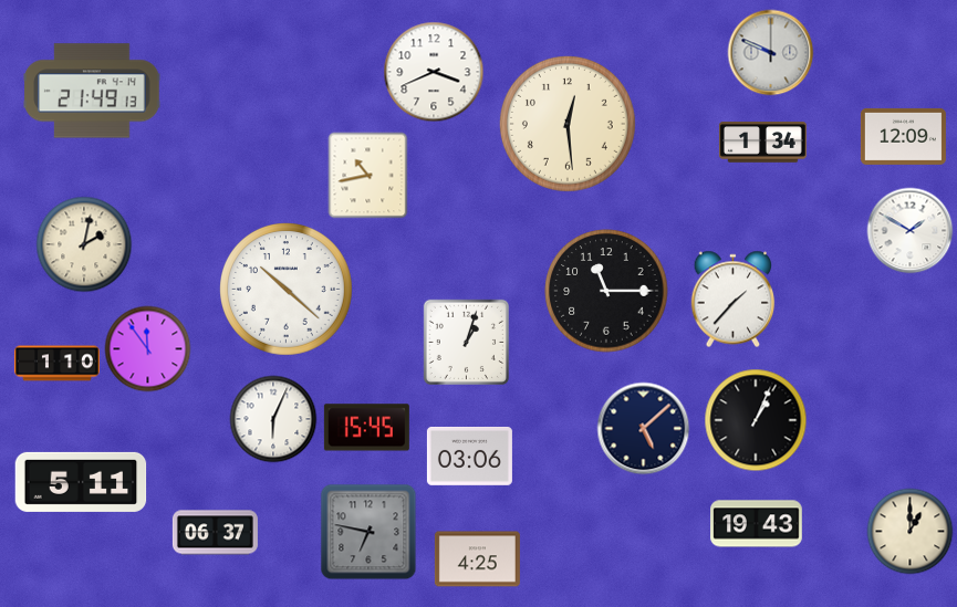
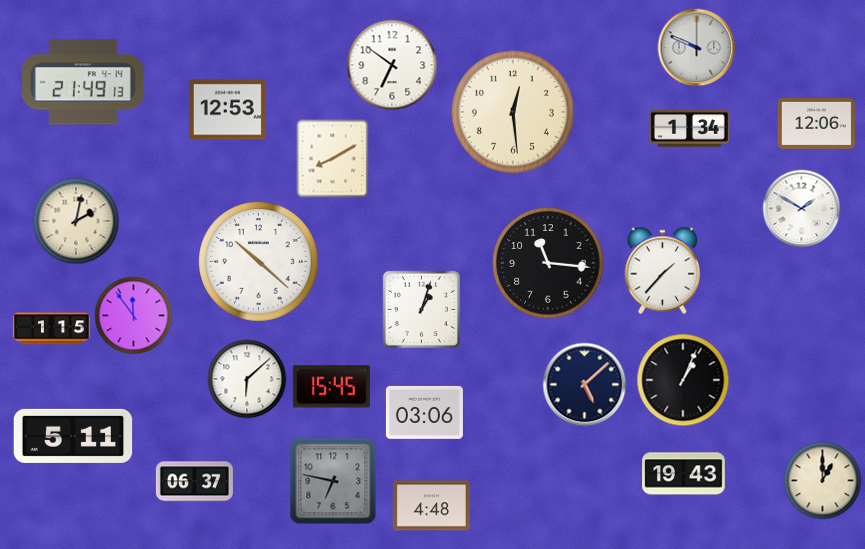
clock at (434, 72): 3:41 -> 6:51
clock at (227, 110): none -> 12:53
clock at (903, 136): 12:09 -> 12:06
clock at (368, 175): 10:43 -> 8:10
clock at (909, 230) position: (909, 230) -> (801, 208)
clock at (606, 291): 11:15 -> 11:16
clock at (56, 364): 1:10 -> 1:15
clock at (273, 419): 6:04 -> 6:08
clock at (643, 428) position: (643, 428) -> (584, 384)
clock at (477, 559): 4:25 -> 4:48
